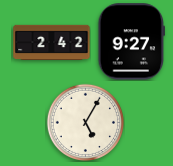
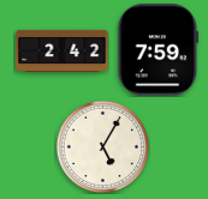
clock at (131, 42): 9:27 -> 7:59
